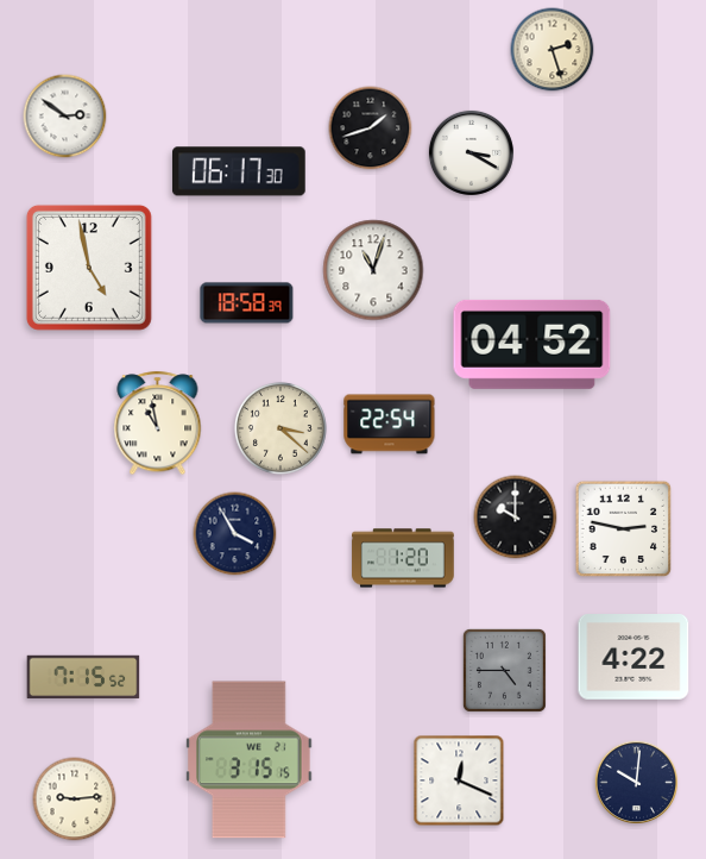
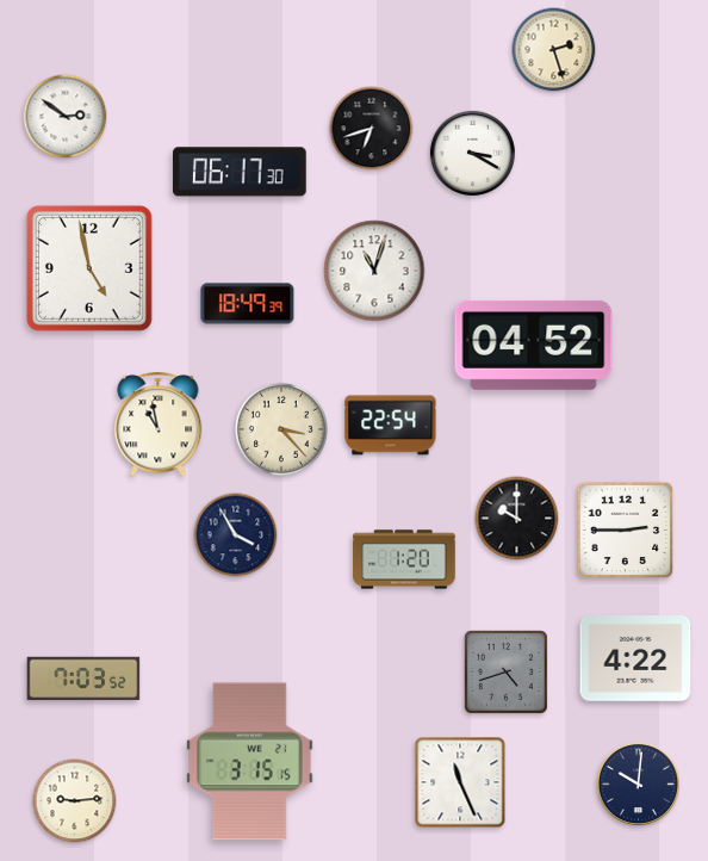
clock at (371, 128): 1:42 -> 6:42
clock at (247, 303): 18:58 -> 18:49
clock at (280, 428): 3:22 -> 3:23
clock at (624, 529): 2:47 -> 2:45
clock at (504, 670): 4:45 -> 4:42
clock at (83, 677): 7:15 -> 7:03
clock at (459, 780): 12:19 -> 11:26
